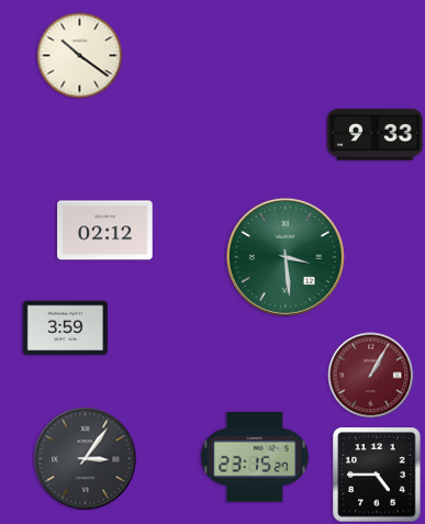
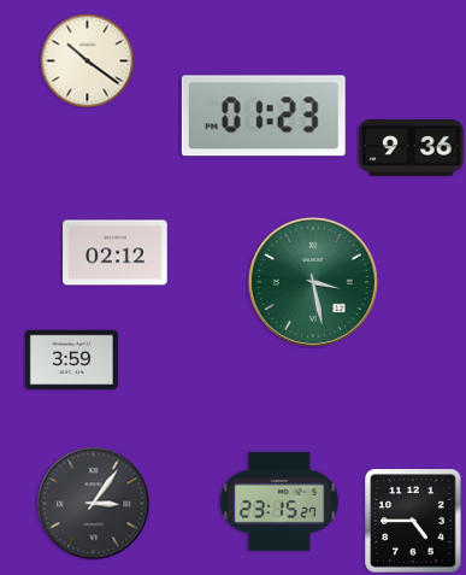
clock at (264, 116): none -> 01:23
clock at (376, 135): 9:33 -> 9:36
clock at (286, 257): 3:29 -> 3:28
clock at (370, 375): 1:05 -> none
